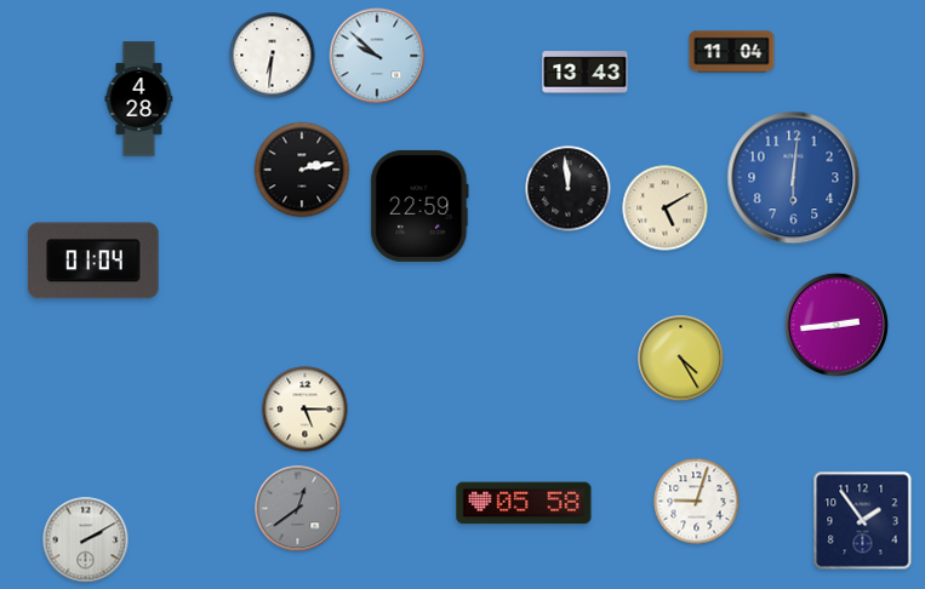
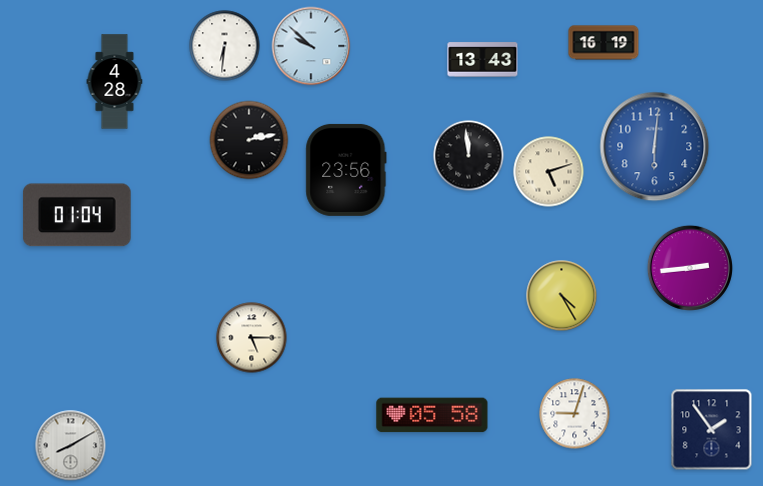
clock at (732, 52): 11:04 -> 16:19
clock at (419, 206): 22:59 -> 23:56
clock at (666, 208): 5:10 -> 5:12
clock at (298, 509): 12:39 -> none
clock at (86, 541): 2:10 -> 8:10
